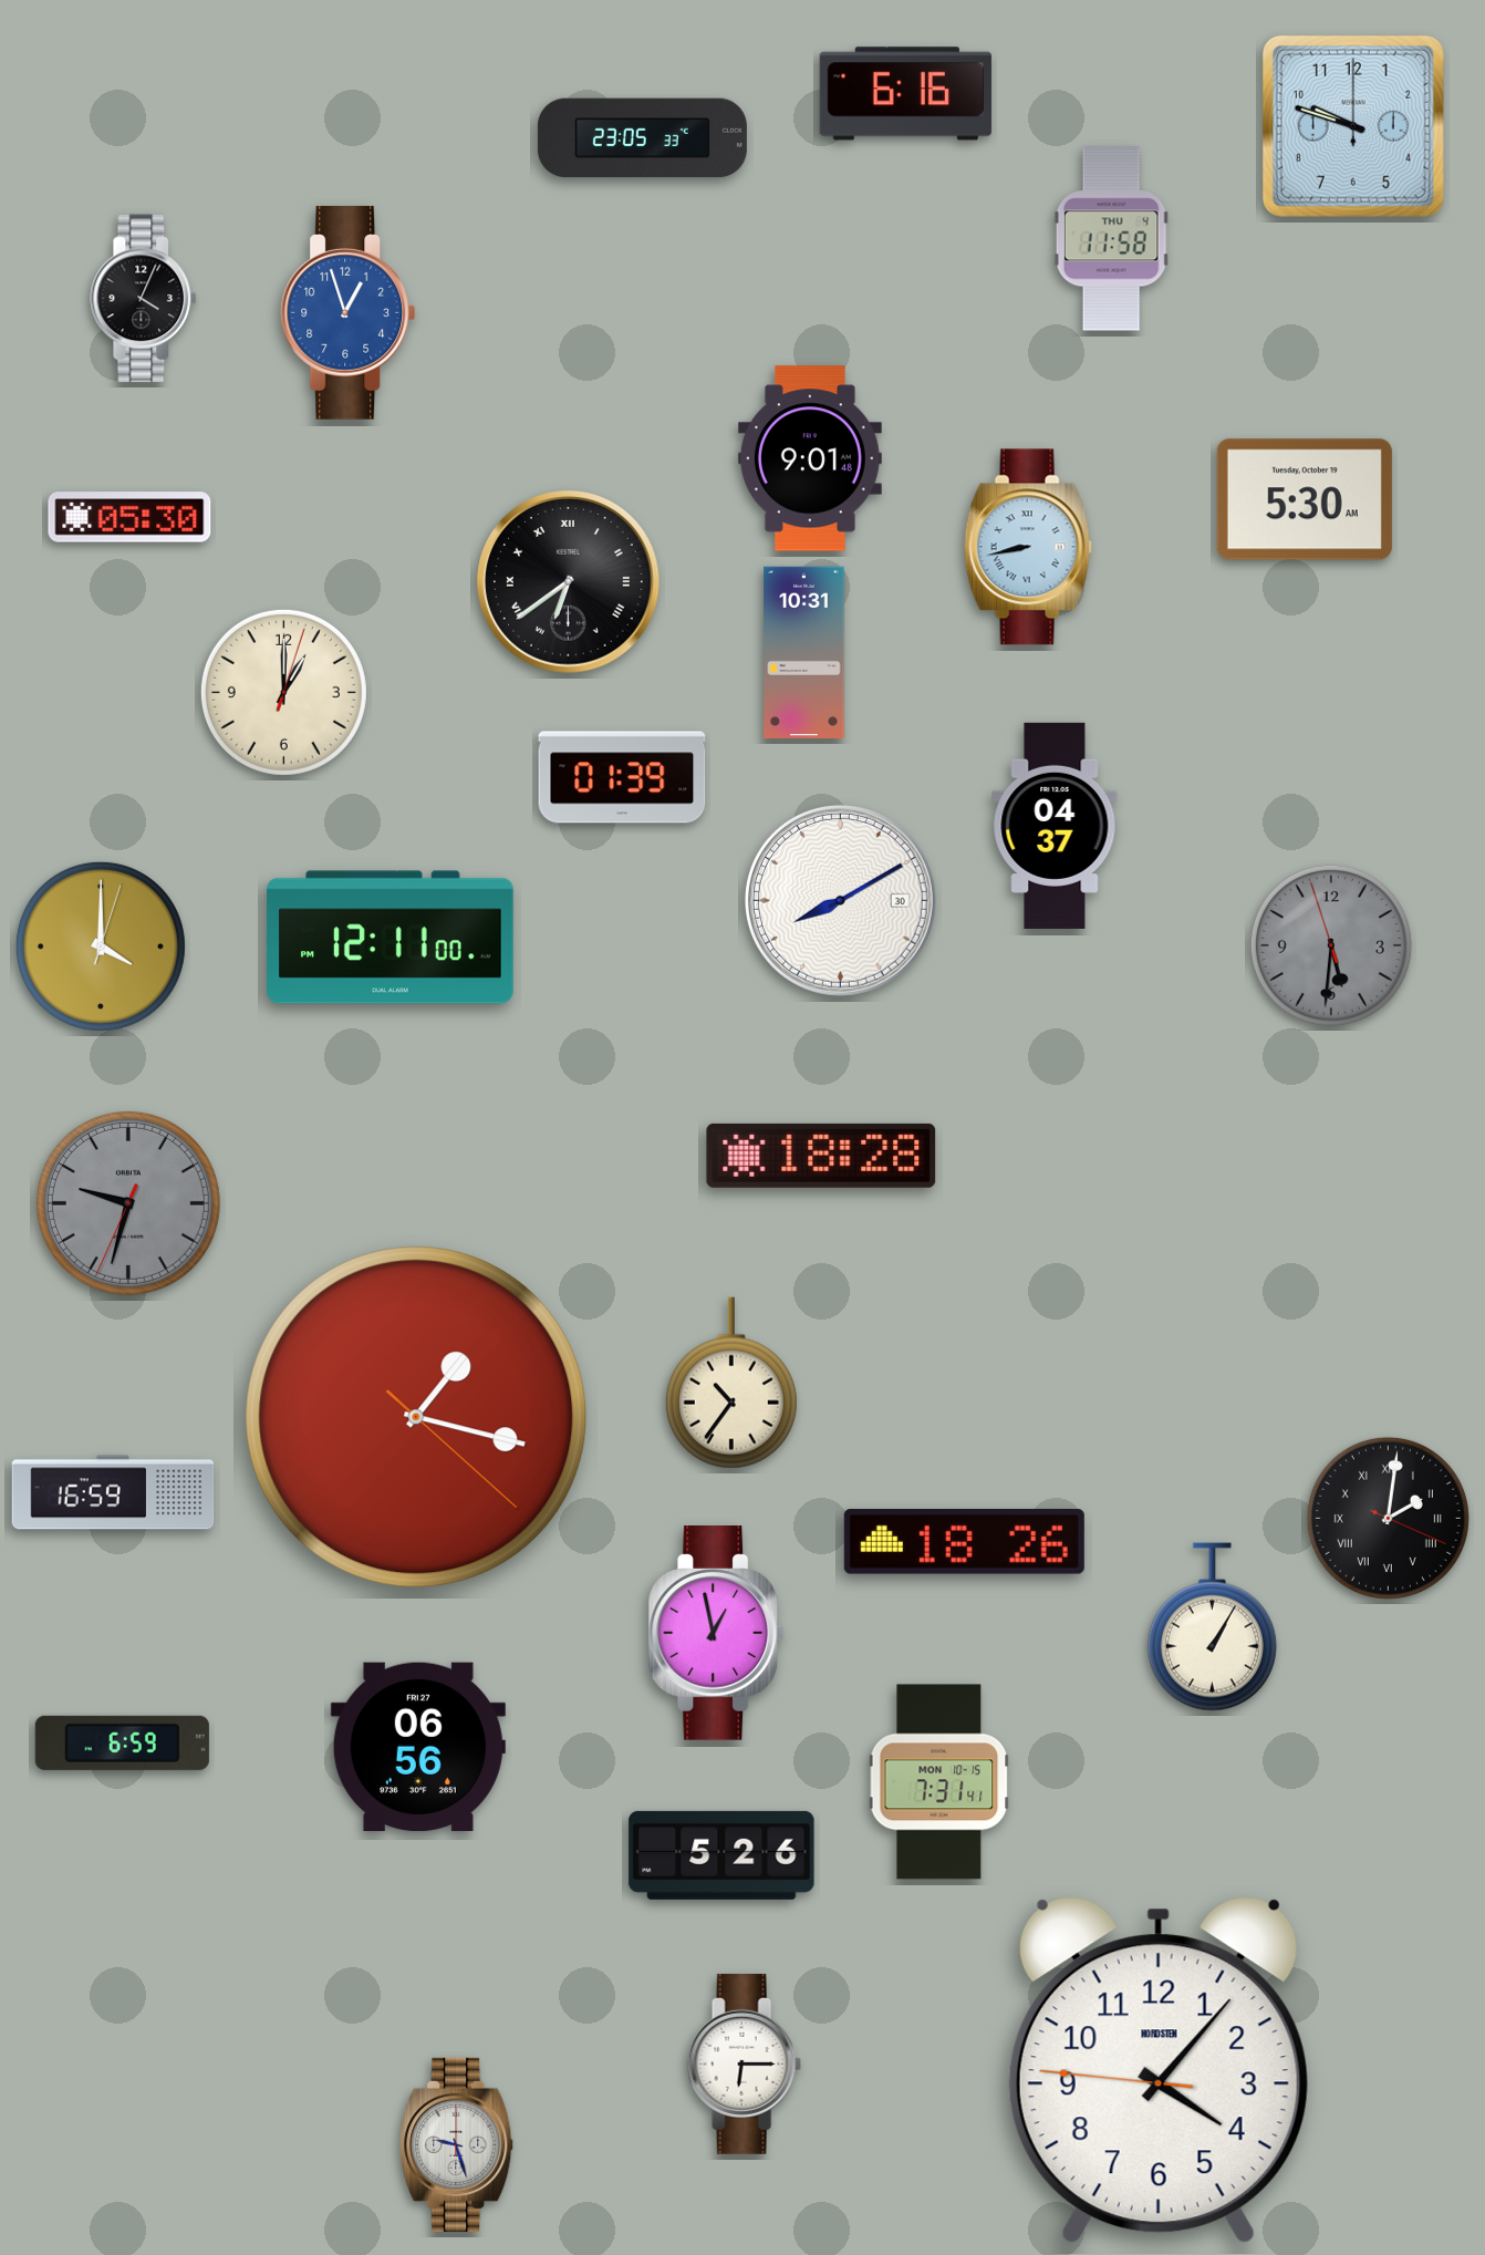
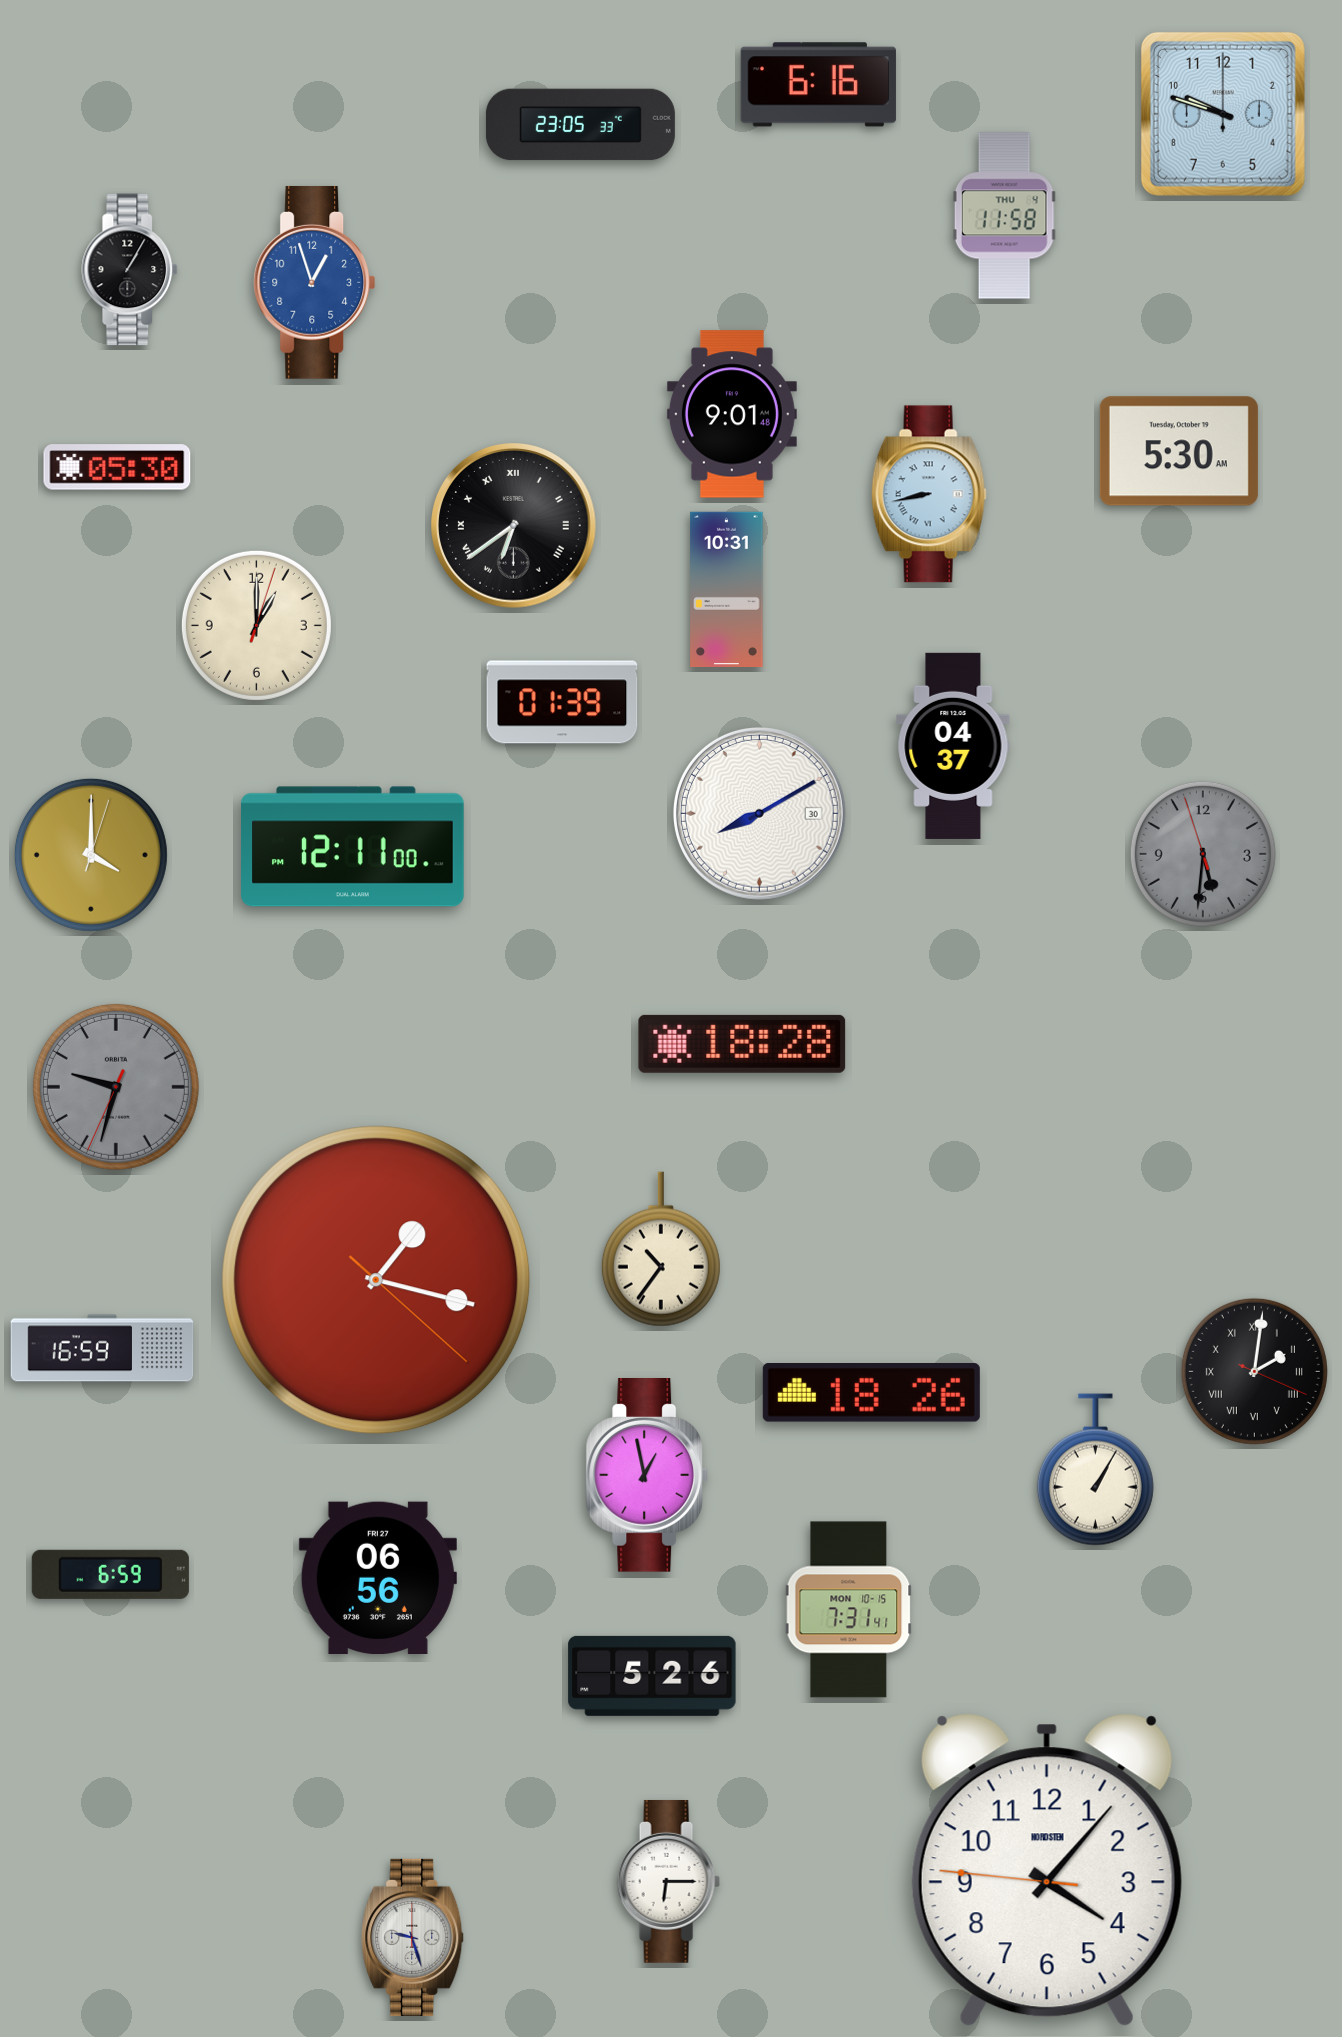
clock at (144, 299): 4:04 -> 1:05
clock at (744, 2063) position: (744, 2063) -> (668, 1881)
